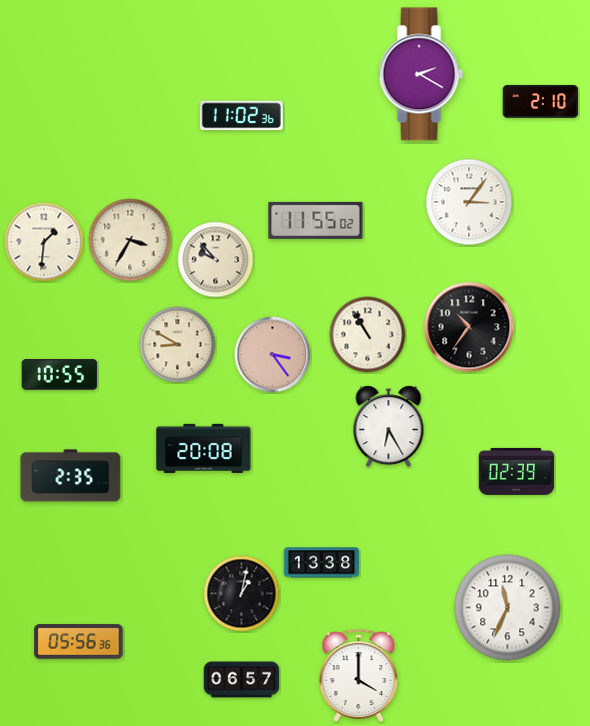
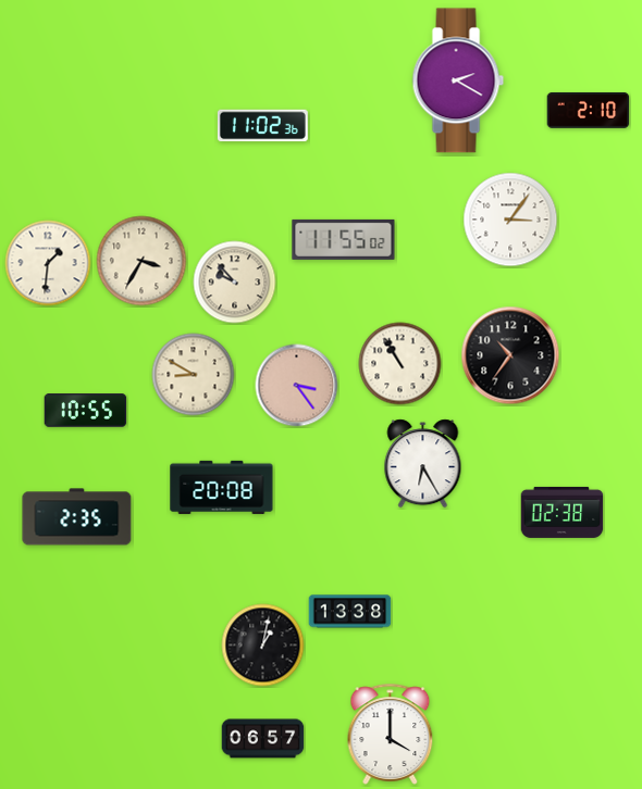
clock at (60, 375) position: (60, 375) -> (86, 411)
clock at (517, 471): 02:39 -> 02:38
clock at (508, 608): 11:34 -> none
clock at (79, 642): 05:56 -> none
